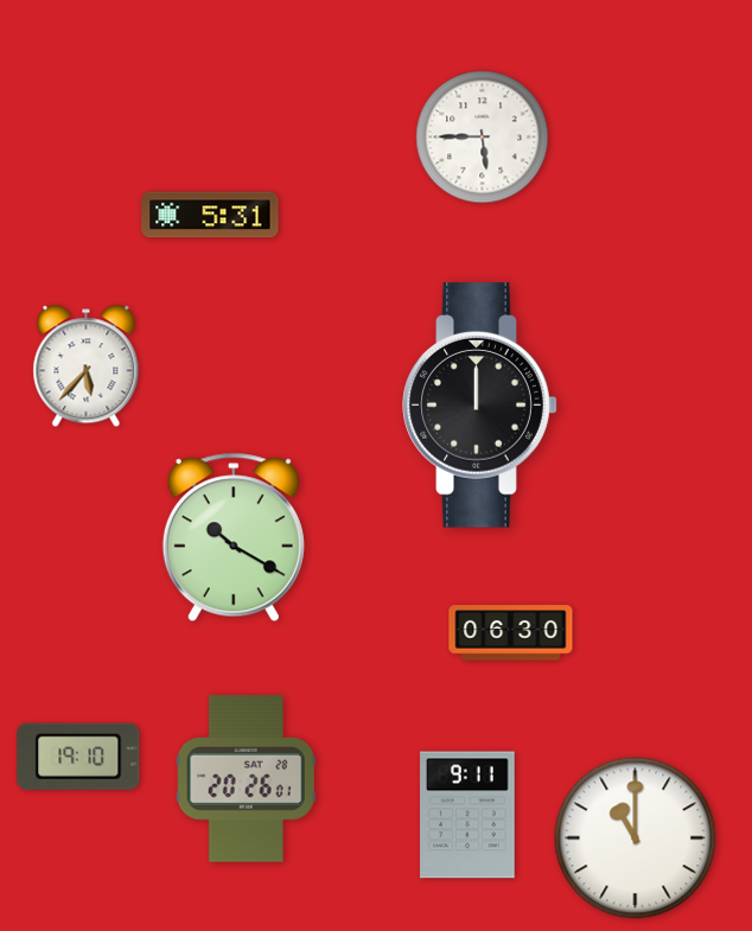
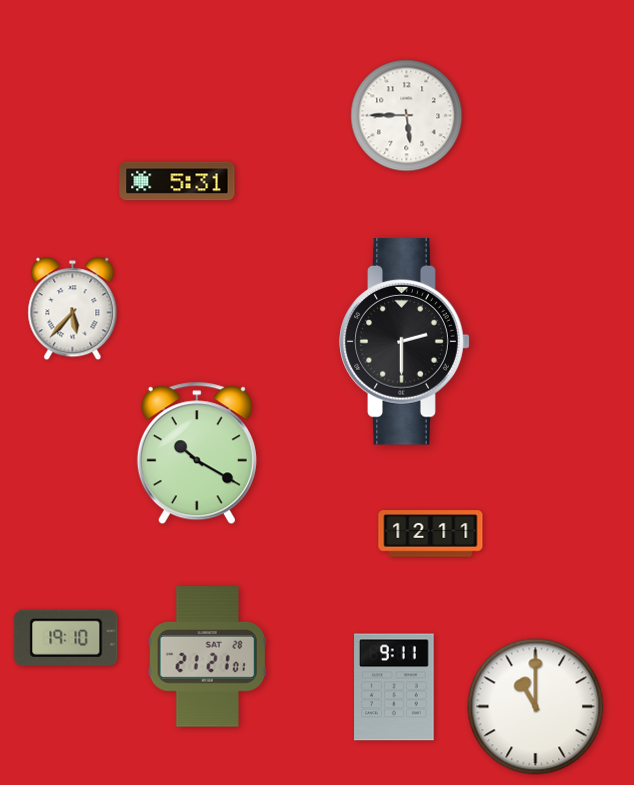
clock at (480, 406): 12:00 -> 2:30
clock at (511, 633): 06:30 -> 12:11
clock at (246, 779): 20:26 -> 21:21
